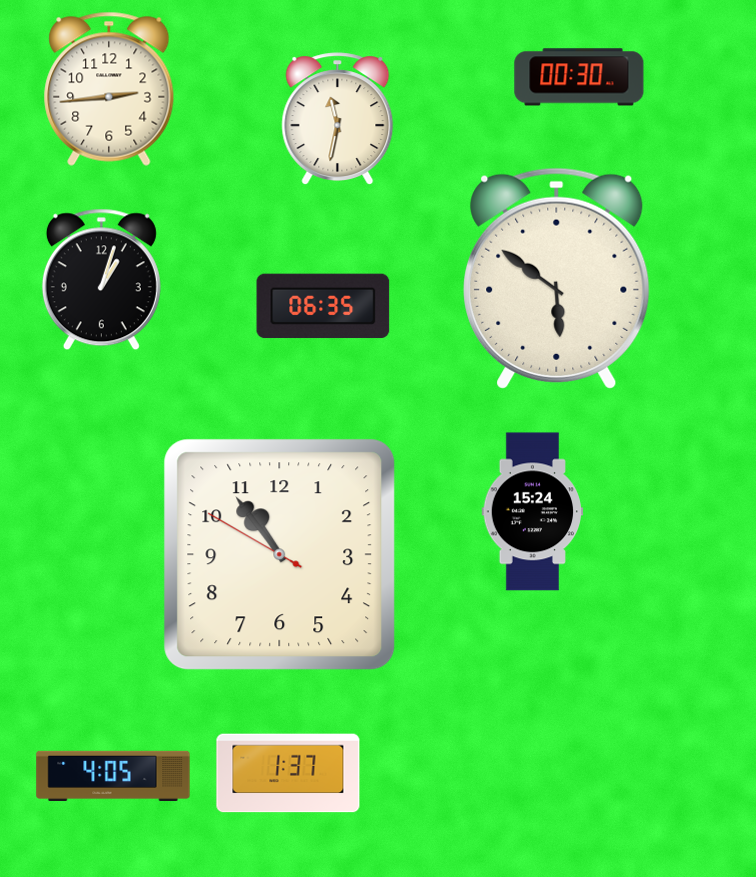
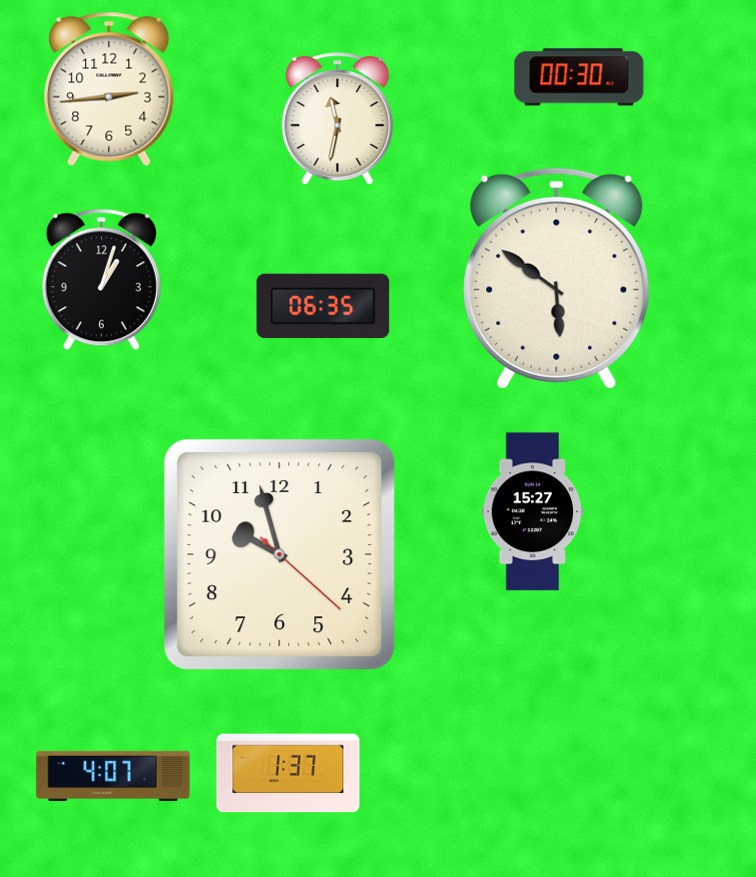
clock at (533, 512): 15:24 -> 15:27
clock at (280, 555): 10:53 -> 9:57
clock at (113, 775): 4:05 -> 4:07
